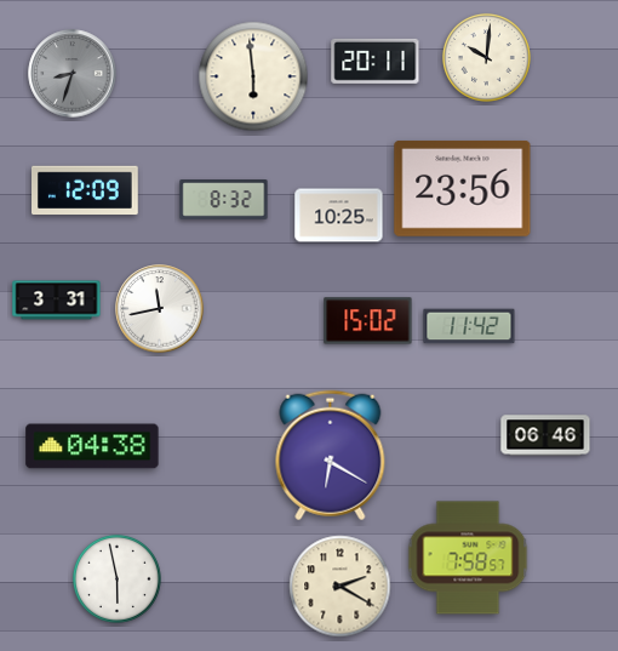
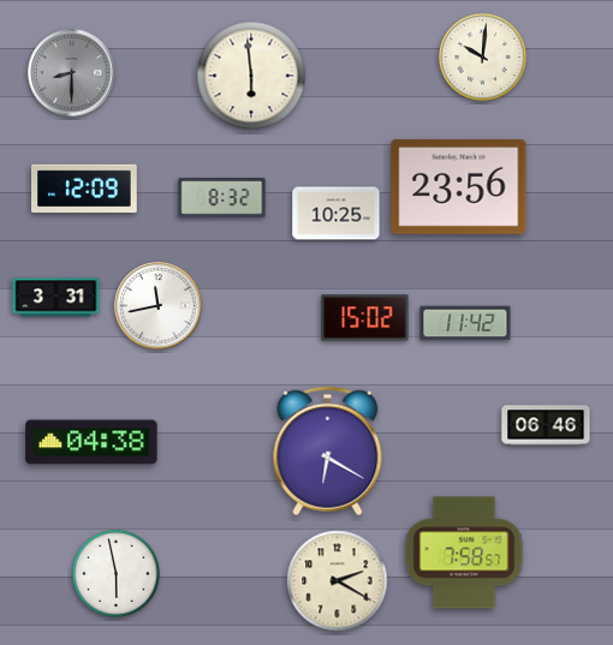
clock at (376, 61): 20:11 -> none
clock at (73, 74): 8:33 -> 8:30
clock at (545, 435) position: (545, 435) -> (546, 425)
